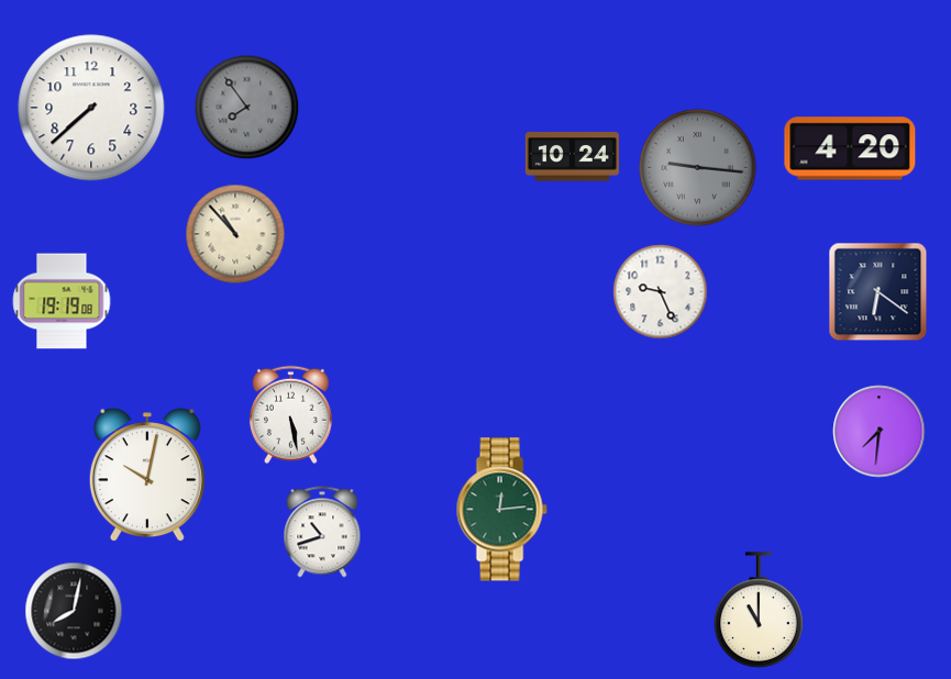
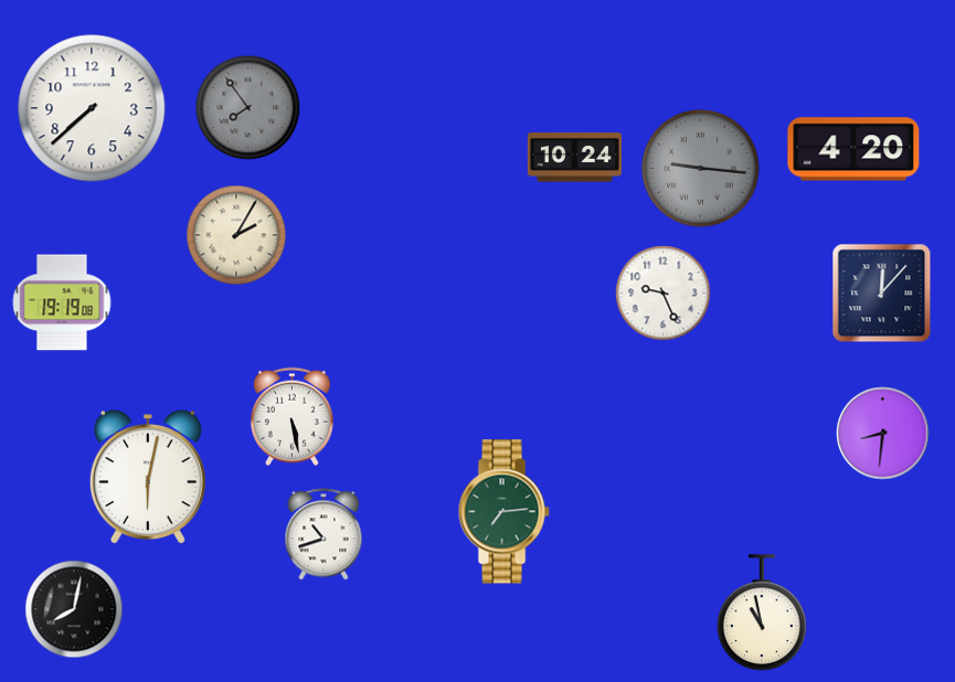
clock at (235, 234): 10:53 -> 2:05
clock at (878, 292): 6:21 -> 12:07
clock at (880, 432): 7:31 -> 8:31
clock at (147, 476): 10:02 -> 6:02
clock at (501, 510): 12:14 -> 7:14
clock at (759, 610): 11:00 -> 10:58
clock at (74, 611) position: (74, 611) -> (74, 609)
